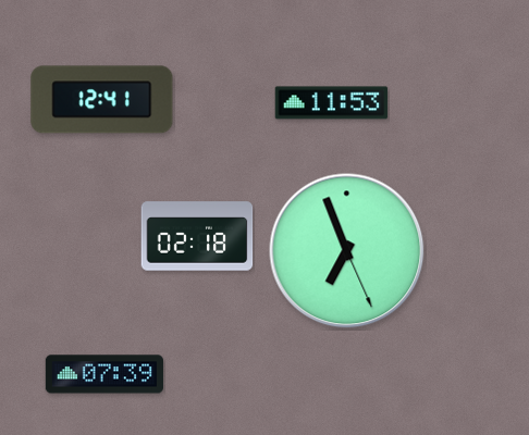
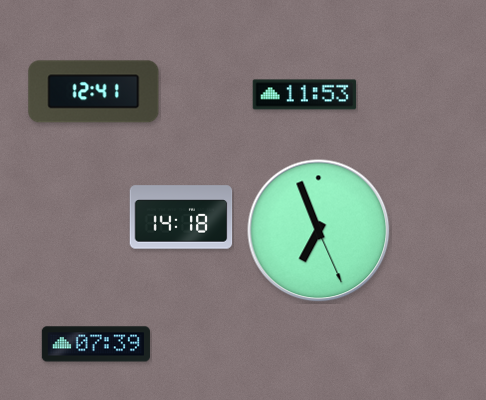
clock at (197, 236): 02:18 -> 14:18
